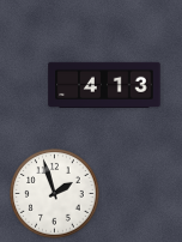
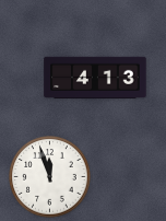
clock at (55, 194): 1:57 -> 11:57
